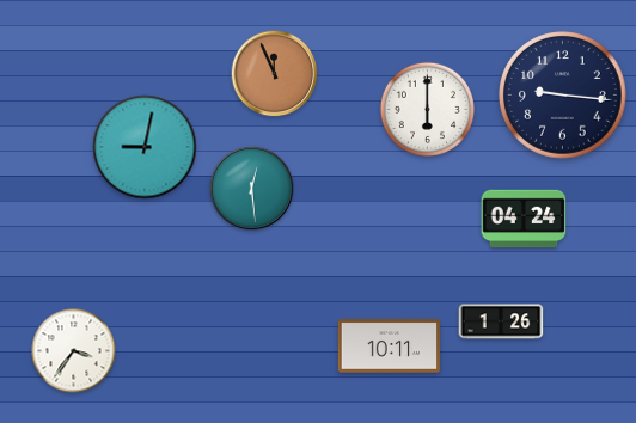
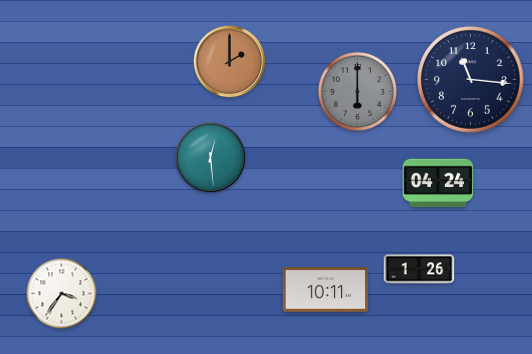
clock at (275, 74): 11:56 -> 2:00
clock at (563, 96): 9:16 -> 11:16
clock at (427, 109) dial: white -> grey
clock at (145, 147): 9:02 -> none
